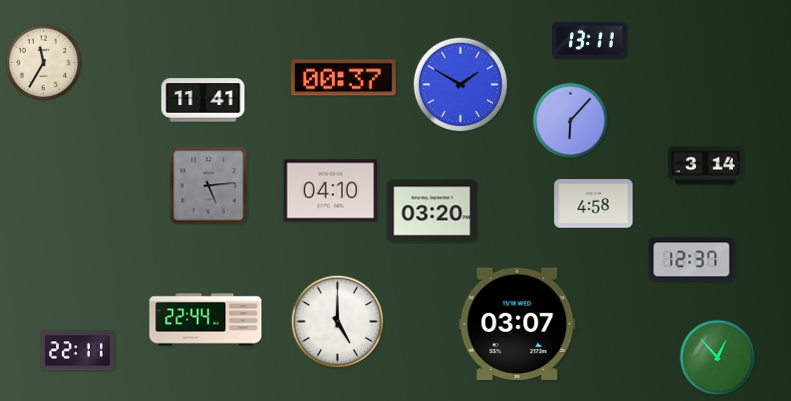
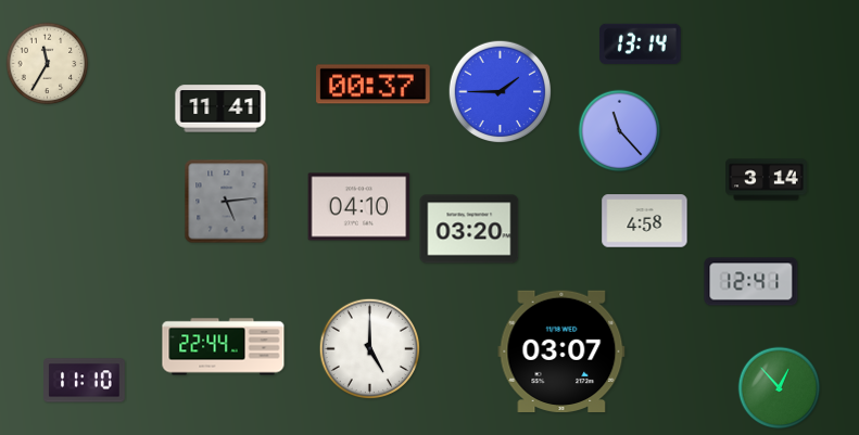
clock at (590, 40): 13:11 -> 13:14
clock at (44, 63) position: (44, 63) -> (48, 64)
clock at (461, 85): 1:50 -> 1:45
clock at (571, 121): 6:07 -> 11:23
clock at (692, 260): 12:37 -> 12:41
clock at (338, 322) position: (338, 322) -> (370, 349)
clock at (78, 351): 22:11 -> 11:10
